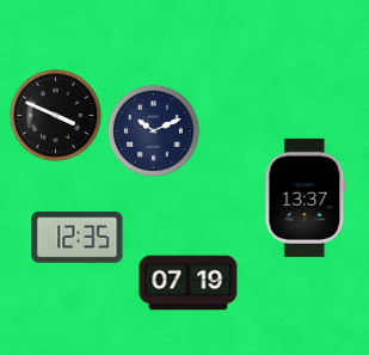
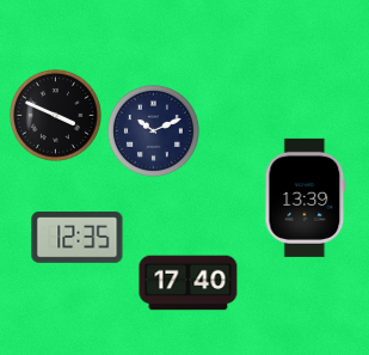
clock at (306, 197): 13:37 -> 13:39
clock at (189, 283): 07:19 -> 17:40
